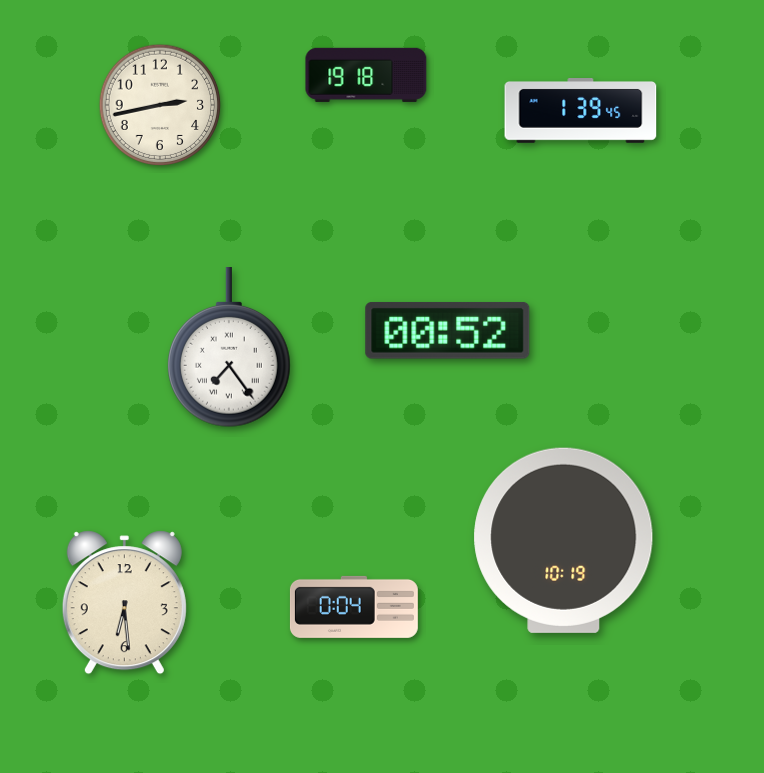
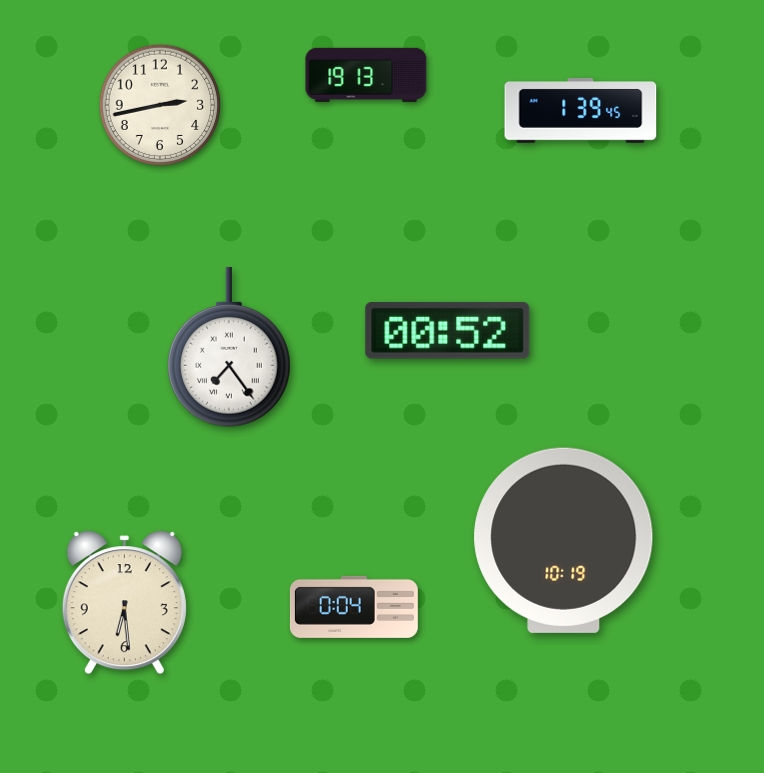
clock at (366, 75): 19:18 -> 19:13
